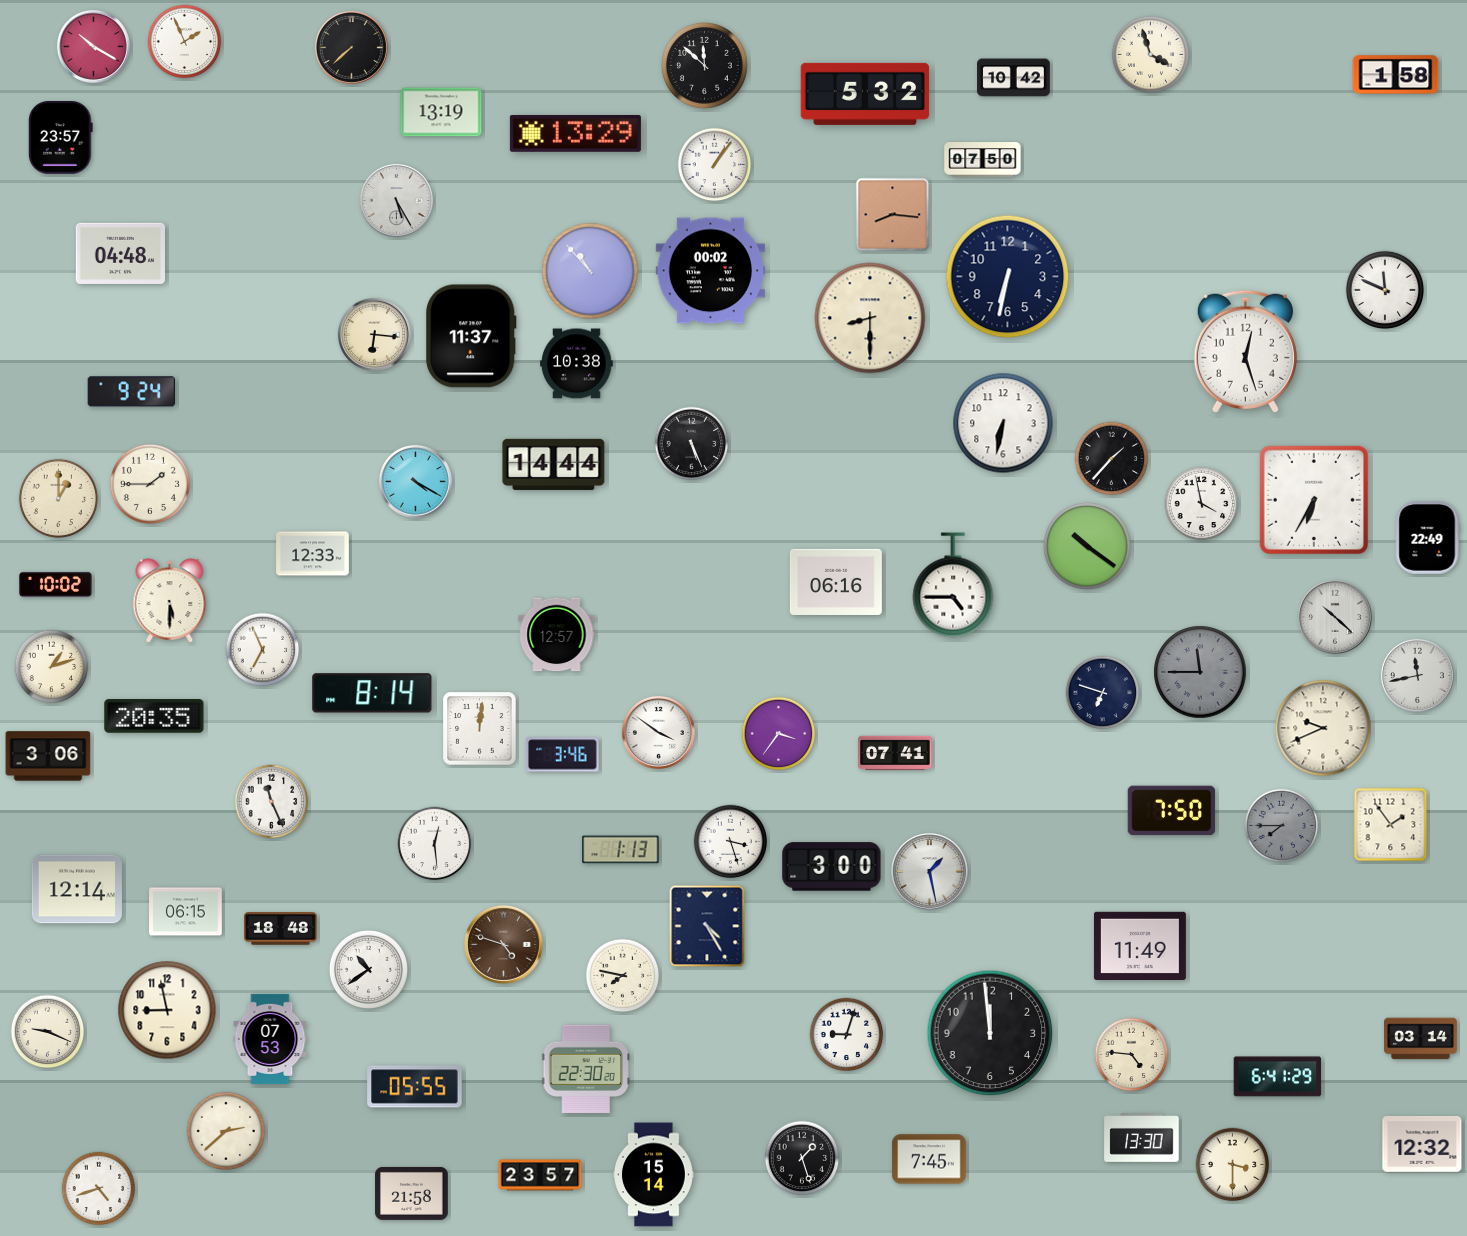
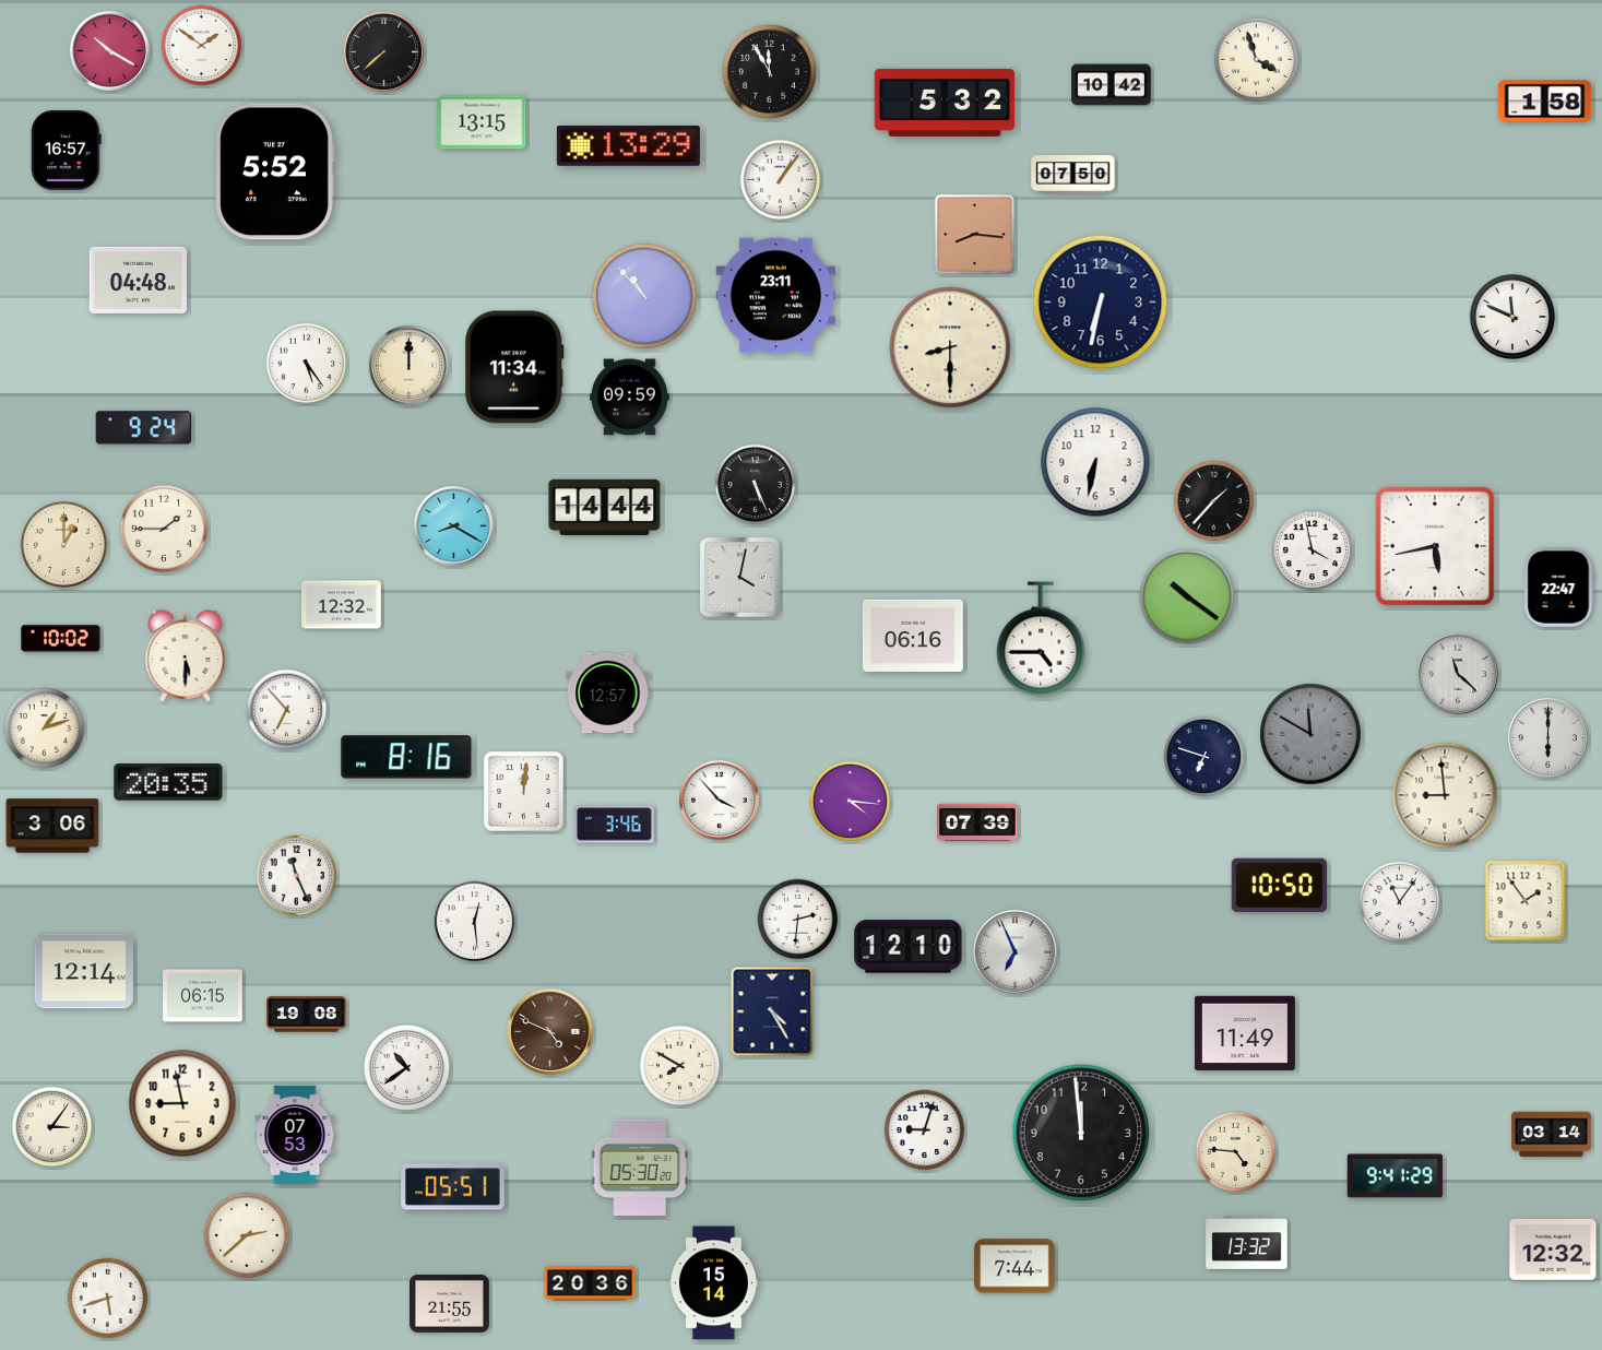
clock at (185, 42): 1:56 -> 1:51
clock at (93, 46) position: (93, 46) -> (109, 50)
clock at (705, 66): 11:52 -> 11:55
clock at (1396, 75) position: (1396, 75) -> (1545, 102)
clock at (1014, 78) position: (1014, 78) -> (1112, 85)
clock at (441, 112): 13:19 -> 13:15
clock at (61, 138): 23:57 -> 16:57
clock at (275, 171): none -> 5:52
clock at (396, 200): 5:25 -> none
clock at (120, 253) position: (120, 253) -> (138, 280)
clock at (710, 271): 00:02 -> 23:11
clock at (307, 364): none -> 5:24
clock at (374, 334): 6:16 -> 12:00
clock at (471, 336): 11:37 -> 11:34
clock at (1245, 351): 12:27 -> none
clock at (577, 364): 10:38 -> 09:59
clock at (415, 481): 4:20 -> 8:20
clock at (1313, 499): 6:35 -> 5:43
clock at (740, 578): none -> 4:02
clock at (1427, 538): 22:49 -> 22:47
clock at (313, 554): 12:33 -> 12:32
clock at (1335, 617): 10:22 -> 11:22
clock at (263, 650): 6:56 -> 6:53
clock at (52, 667) position: (52, 667) -> (45, 729)
clock at (1200, 672): 11:45 -> 11:50
clock at (1417, 675): 11:43 -> 6:00
clock at (372, 693): 8:14 -> 8:16
clock at (1323, 728): 9:41 -> 8:59
clock at (480, 729) position: (480, 729) -> (524, 792)
clock at (658, 732): 3:51 -> 3:53
clock at (779, 734): 3:36 -> 4:16
clock at (895, 753): 07:41 -> 07:39
clock at (1172, 811): 7:50 -> 10:50
clock at (1391, 825) position: (1391, 825) -> (1526, 901)
clock at (1282, 826): 7:45 -> 11:06
clock at (1282, 826) dial: grey -> white
clock at (731, 842): 3:27 -> 2:31
clock at (621, 850): 1:13 -> none
clock at (832, 867): 3:00 -> 12:10
clock at (929, 871): 1:28 -> 6:56
clock at (281, 929): 18:48 -> 19:08
clock at (503, 944): 4:48 -> 4:49
clock at (368, 969) position: (368, 969) -> (406, 1067)
clock at (623, 976): 7:47 -> 7:50
clock at (48, 1032): 9:19 -> 3:06
clock at (990, 1033) position: (990, 1033) -> (1081, 1133)
clock at (586, 1069): 22:30 -> 05:30
clock at (1278, 1077): 6:41 -> 9:41
clock at (415, 1087): 05:55 -> 05:51
clock at (1142, 1138): 13:30 -> 13:32
clock at (802, 1158): 1:27 -> none
clock at (929, 1159): 7:45 -> 7:44
clock at (1233, 1165): 3:30 -> none
clock at (540, 1175): 23:57 -> 20:36
clock at (99, 1189): 4:42 -> 5:42
clock at (412, 1193): 21:58 -> 21:55
